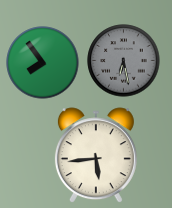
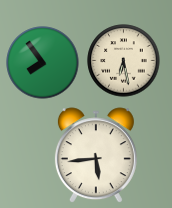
clock at (124, 61) dial: grey -> cream
